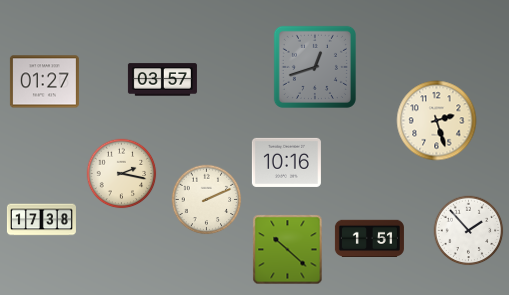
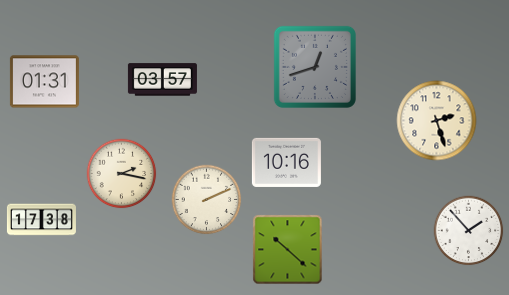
clock at (44, 82): 01:27 -> 01:31
clock at (369, 239): 1:51 -> none
